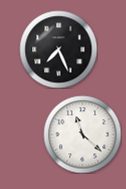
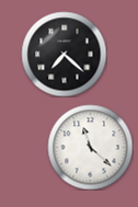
clock at (58, 49): 7:26 -> 7:22
